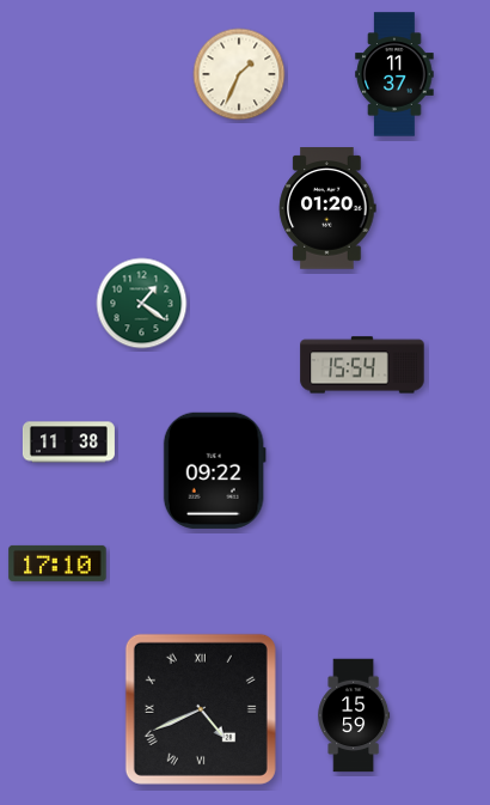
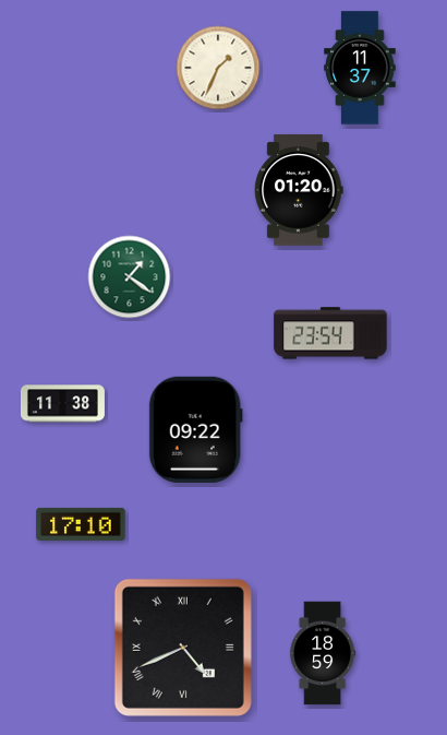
clock at (362, 365): 15:54 -> 23:54
clock at (57, 563) position: (57, 563) -> (81, 524)
clock at (354, 715): 15:59 -> 18:59
